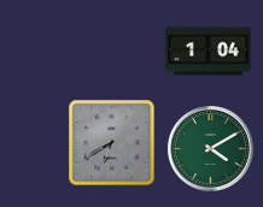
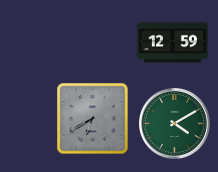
clock at (209, 52): 1:04 -> 12:59
